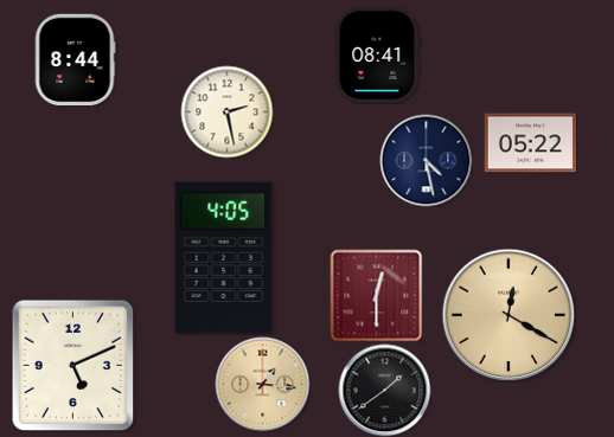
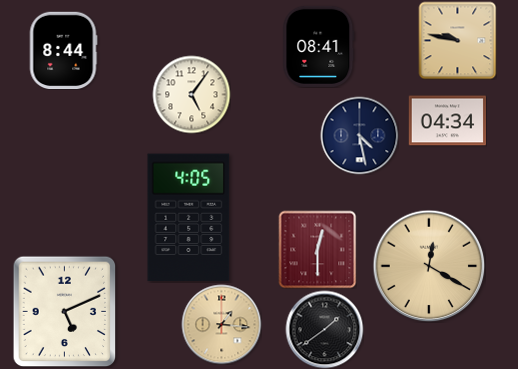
clock at (457, 40): none -> 9:47
clock at (226, 111): 2:28 -> 5:06
clock at (530, 143): 05:22 -> 04:34
clock at (73, 365) position: (73, 365) -> (65, 311)
